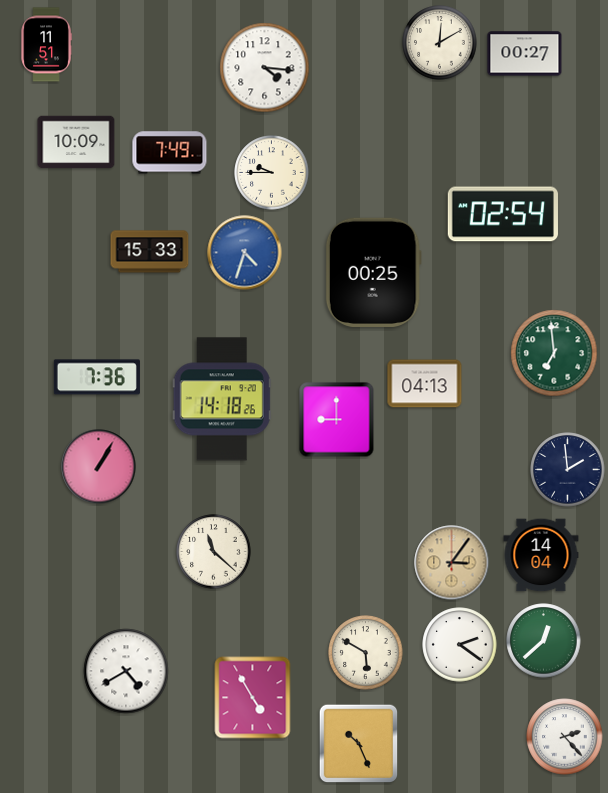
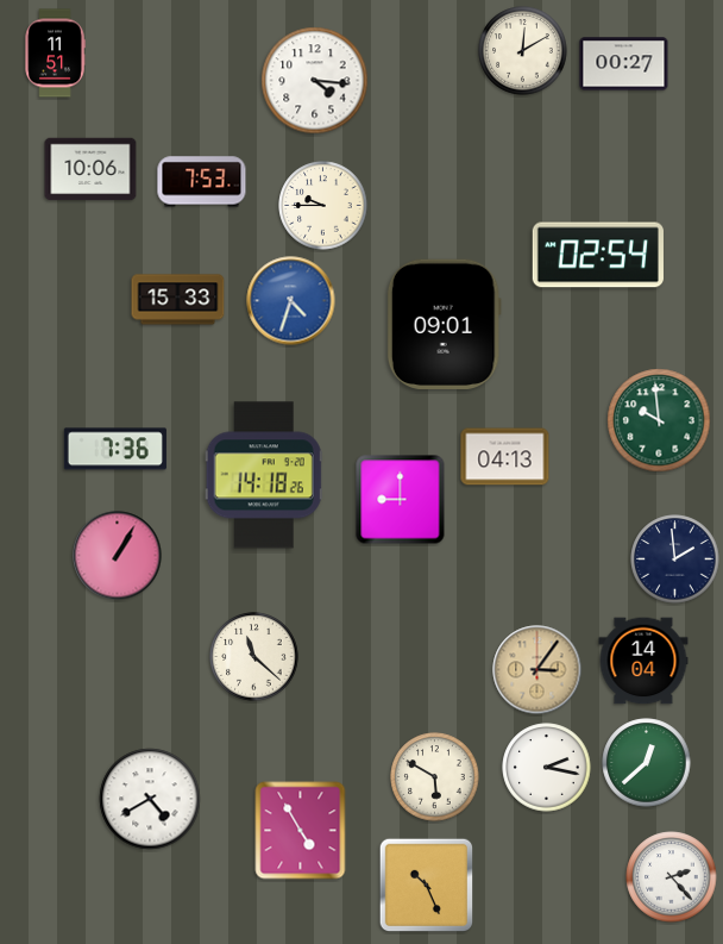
clock at (76, 142): 10:09 -> 10:06
clock at (170, 153): 7:49 -> 7:53
clock at (373, 272): 00:25 -> 09:01
clock at (554, 353): 6:59 -> 9:59
clock at (460, 645): 2:21 -> 2:17
